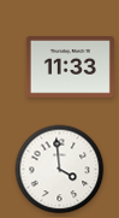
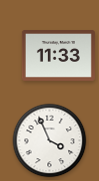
clock at (60, 170): 3:59 -> 3:56
